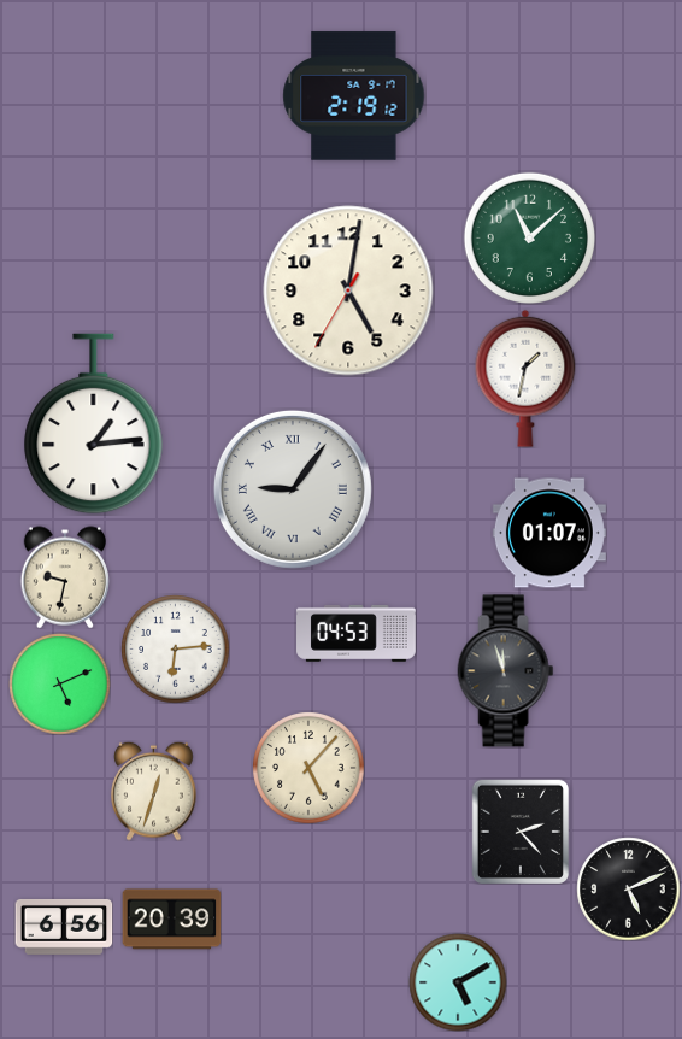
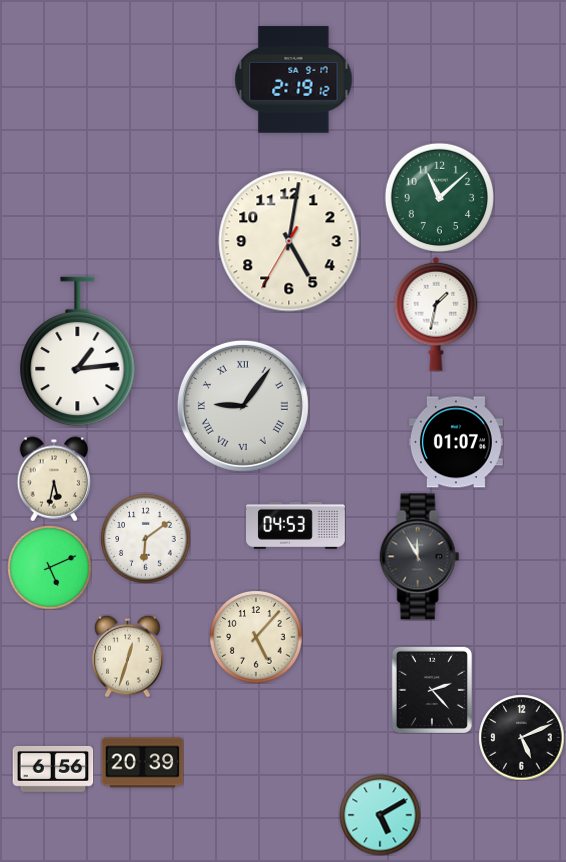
clock at (65, 577): 9:32 -> 5:32
clock at (175, 648): 6:14 -> 6:09
clock at (506, 671): 11:57 -> 11:55
